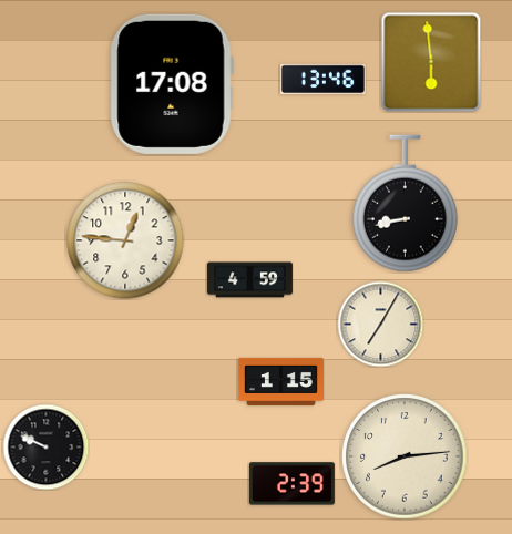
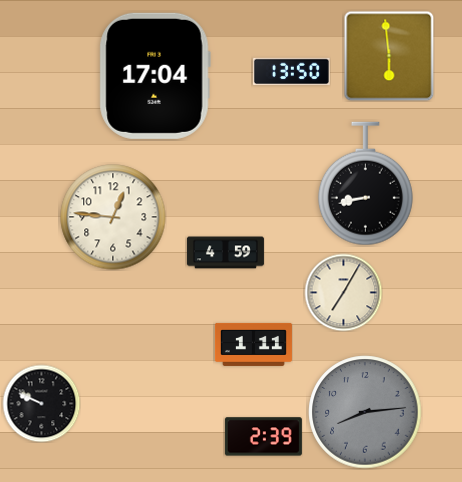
clock at (322, 80): 13:46 -> 13:50
clock at (172, 84): 17:08 -> 17:04
clock at (280, 381): 1:15 -> 1:11
clock at (405, 456) dial: cream -> grey
